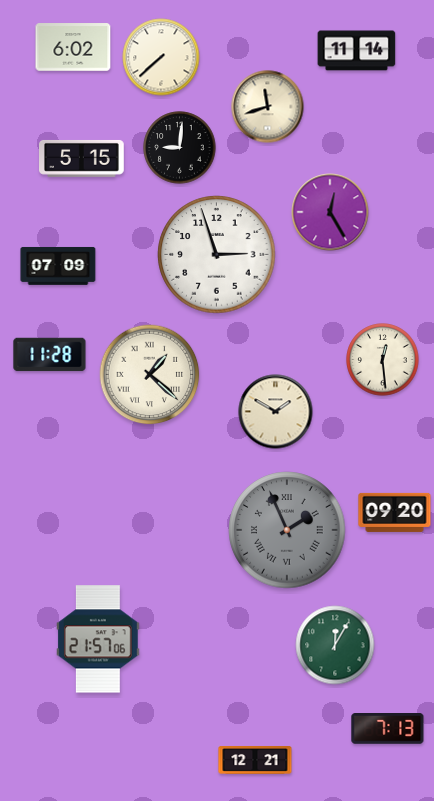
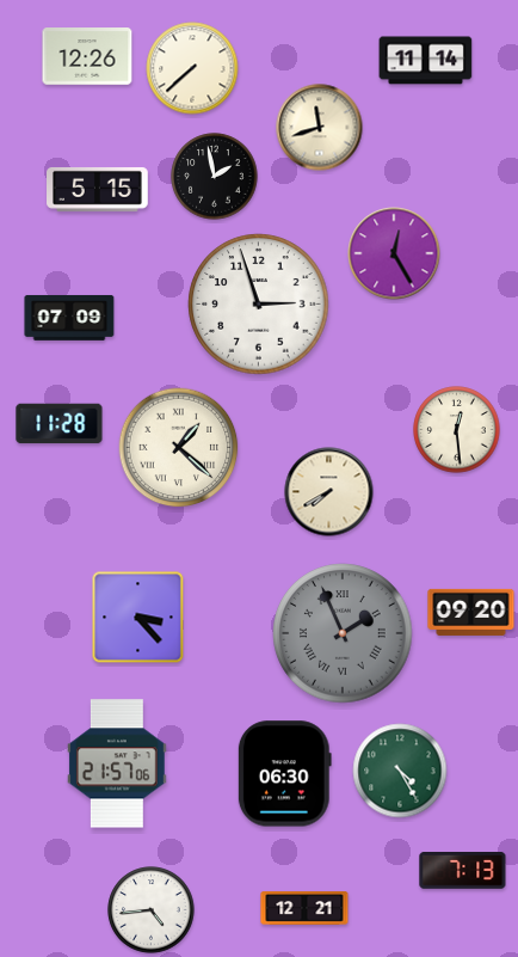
clock at (73, 47): 6:02 -> 12:26
clock at (180, 148): 9:01 -> 1:58
clock at (276, 412): 1:50 -> 7:40
clock at (138, 618): none -> 3:23
clock at (335, 645): 12:05 -> 4:25
clock at (284, 774): none -> 06:30
clock at (152, 910): none -> 4:44
